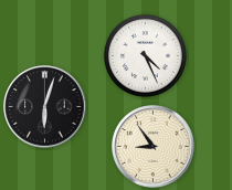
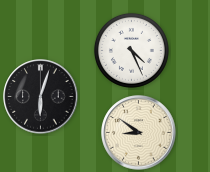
clock at (154, 147): 8:54 -> 8:51
